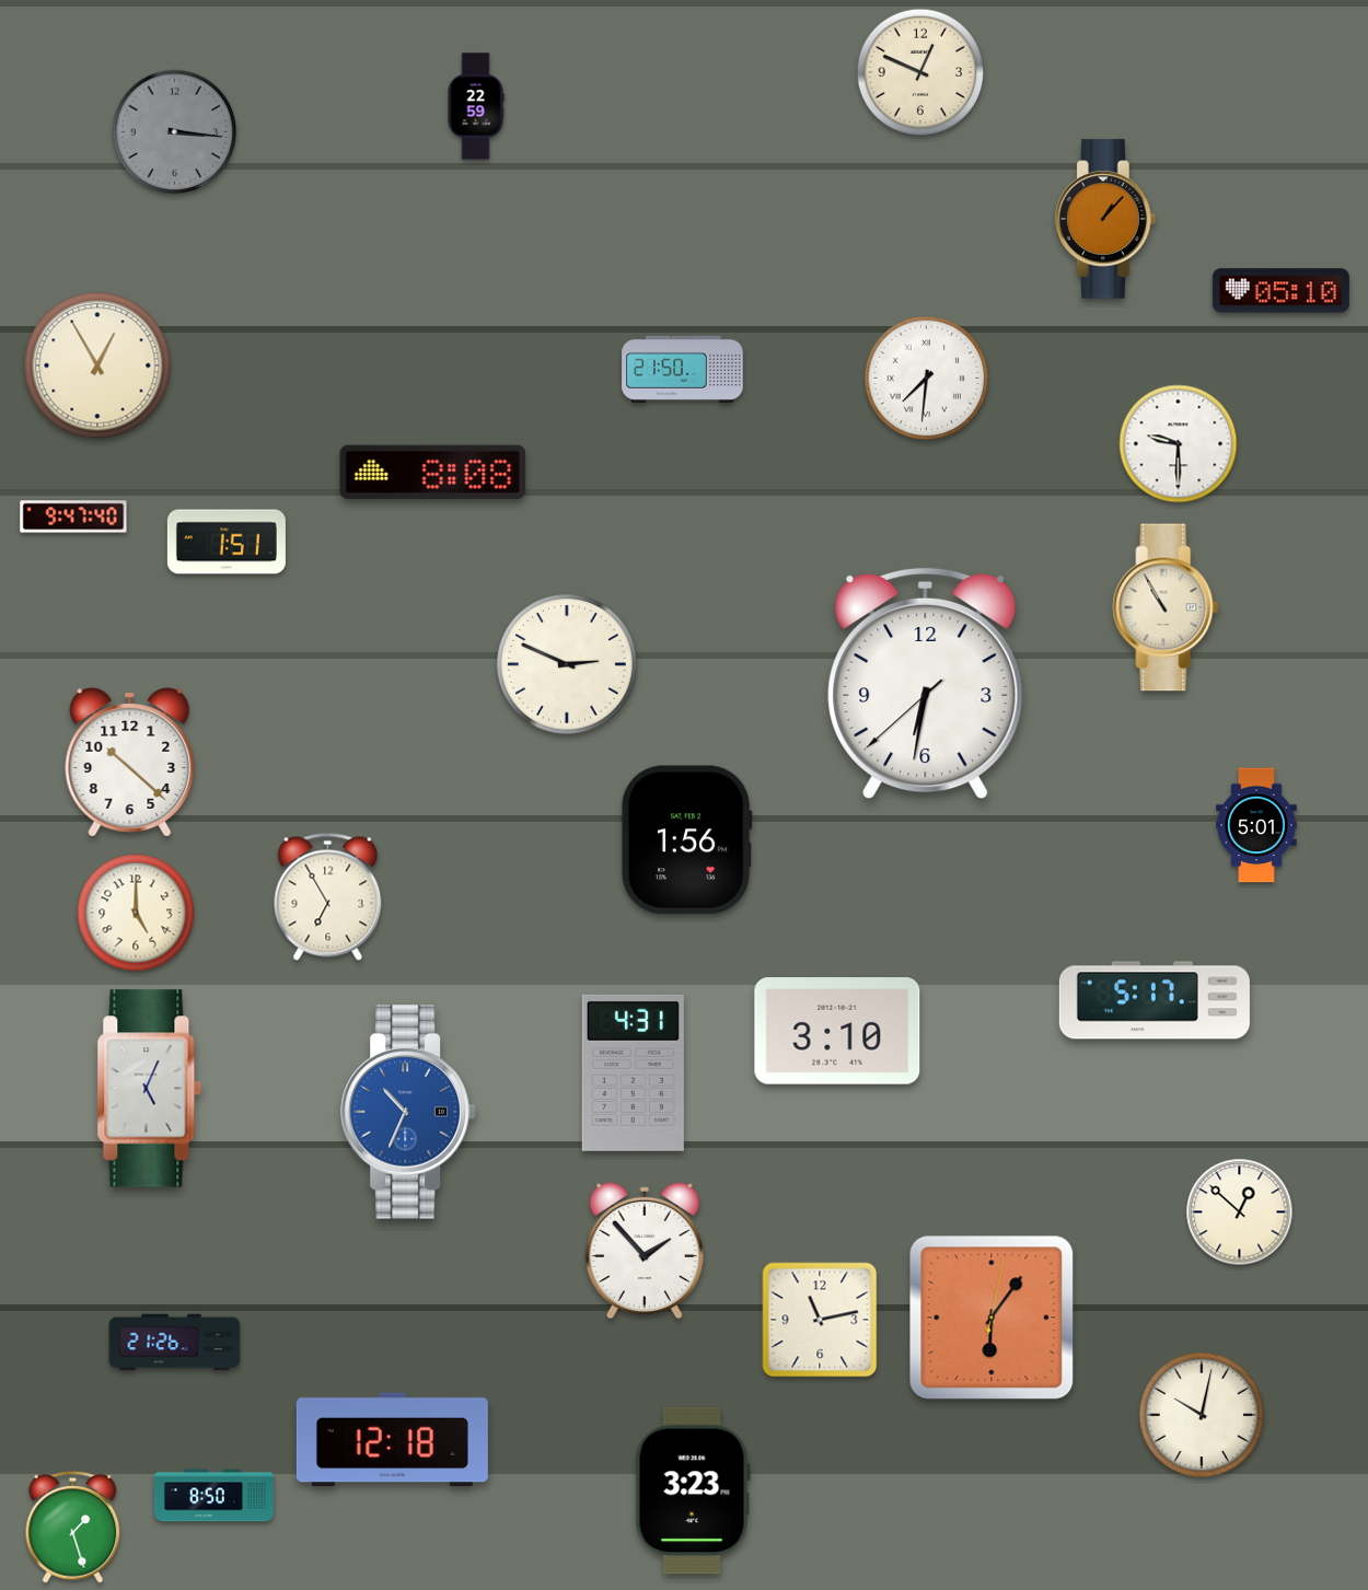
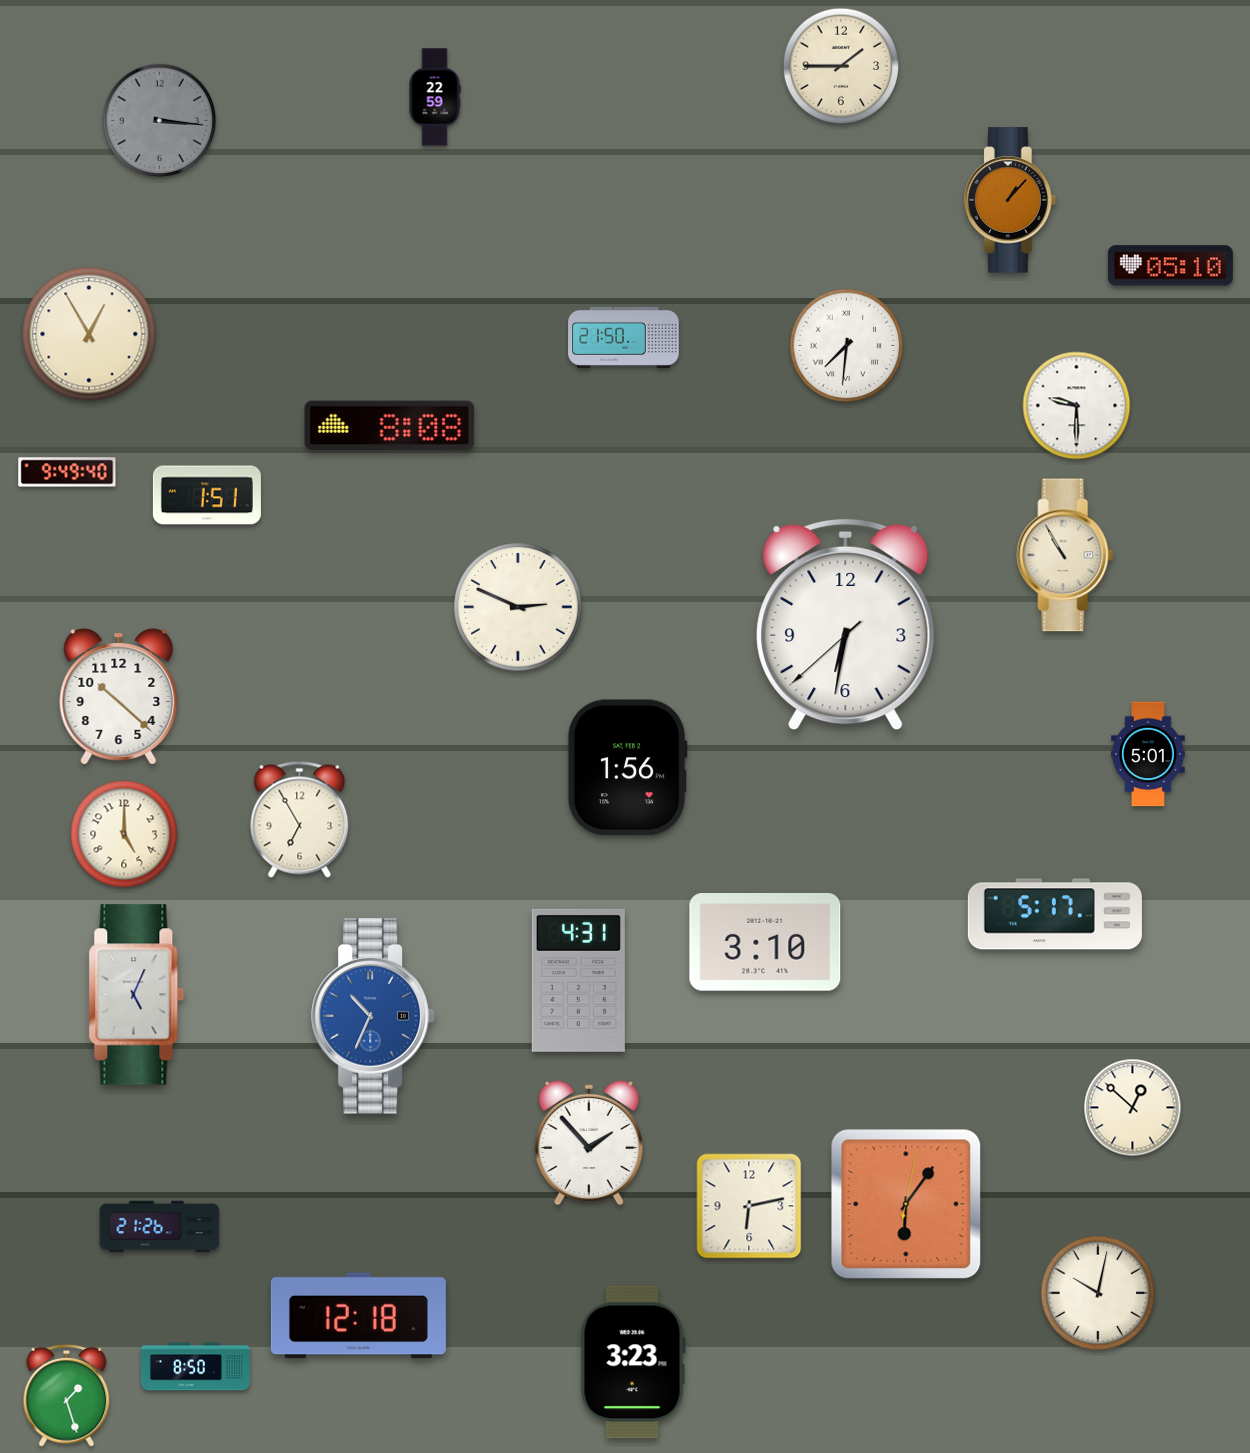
clock at (920, 72): 12:49 -> 1:45
clock at (433, 472) position: (433, 472) -> (390, 425)
clock at (73, 517): 9:47 -> 9:49
clock at (820, 1320): 11:13 -> 6:13
